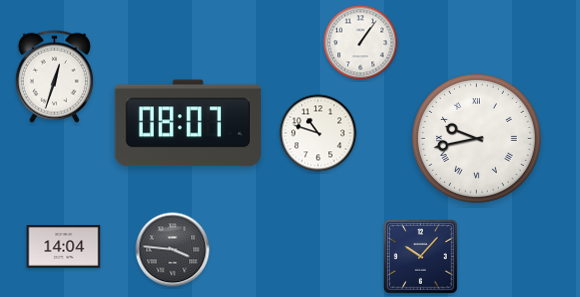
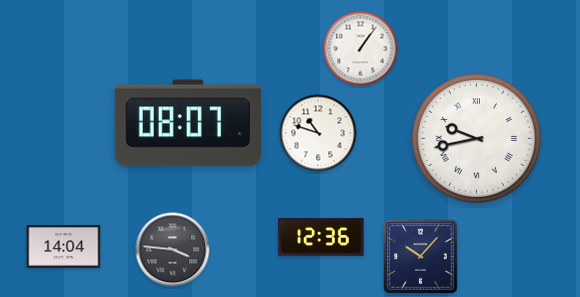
clock at (361, 43) position: (361, 43) -> (361, 49)
clock at (54, 76): 12:33 -> none
clock at (321, 238): none -> 12:36
